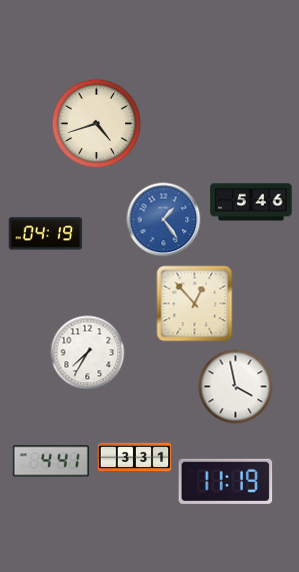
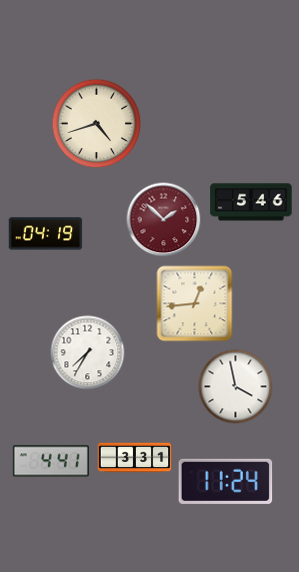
clock at (164, 220): 1:24 -> 1:52
clock at (164, 220) dial: blue -> burgundy
clock at (195, 304): 12:53 -> 12:44
clock at (226, 481): 11:19 -> 11:24
